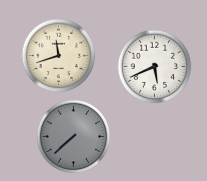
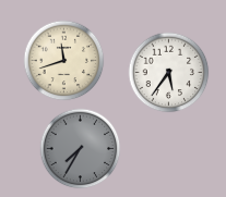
clock at (155, 67): 5:41 -> 5:36
clock at (74, 137): 7:38 -> 7:35
